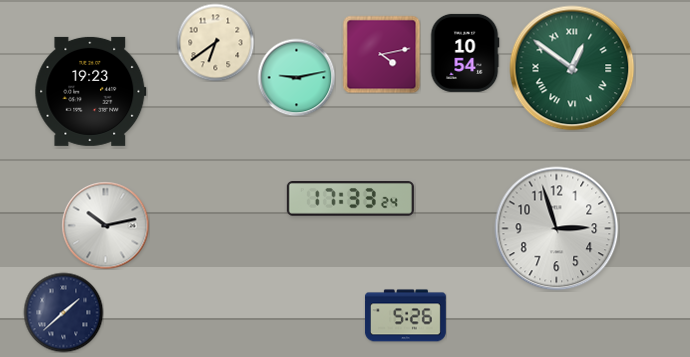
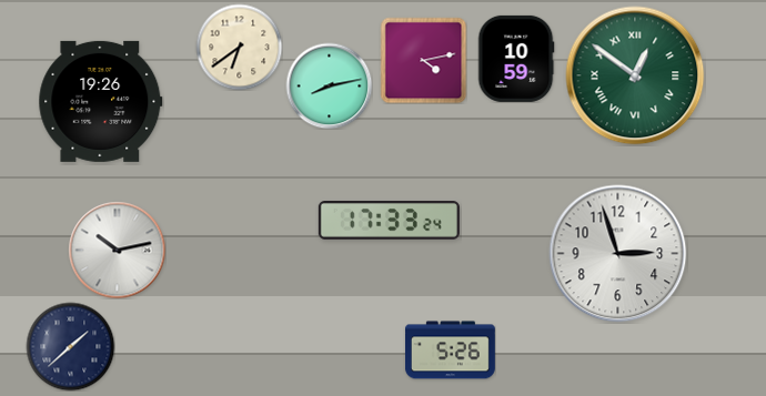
clock at (465, 53): 10:54 -> 10:59
clock at (296, 77): 9:13 -> 8:13
clock at (91, 91): 19:23 -> 19:26
